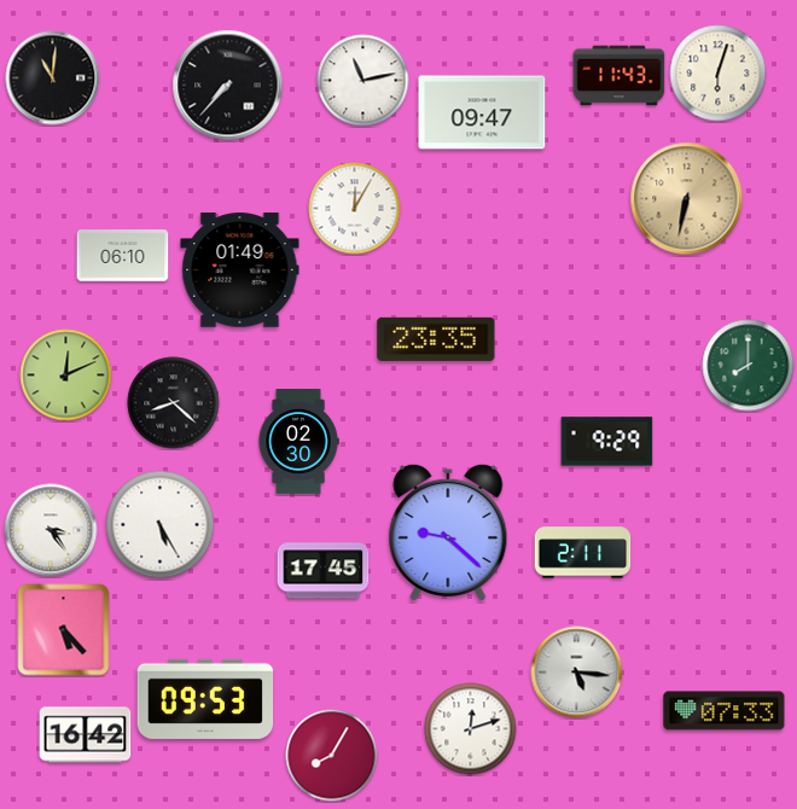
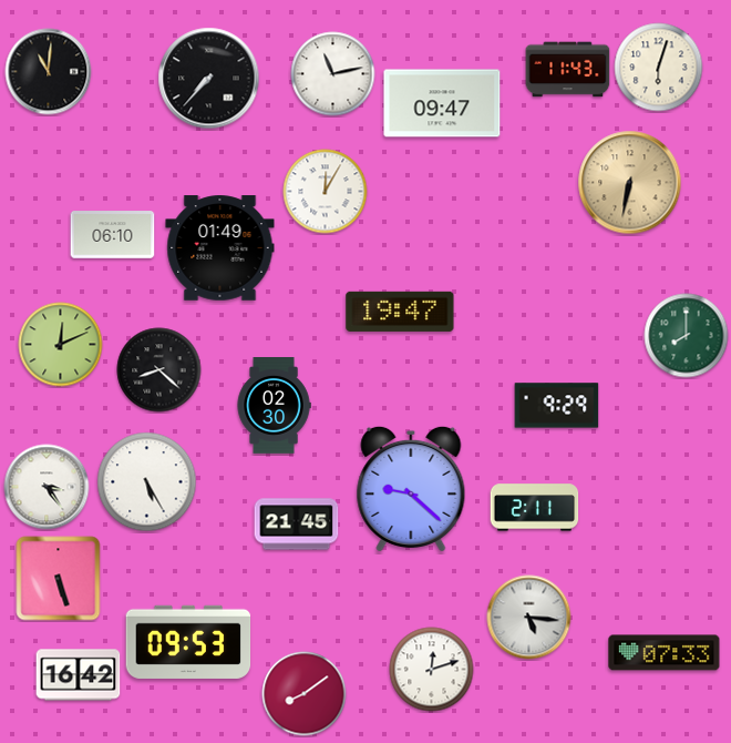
clock at (436, 339): 23:35 -> 19:47
clock at (324, 571): 17:45 -> 21:45
clock at (64, 630): 5:23 -> 5:27
clock at (332, 756): 8:05 -> 8:09
